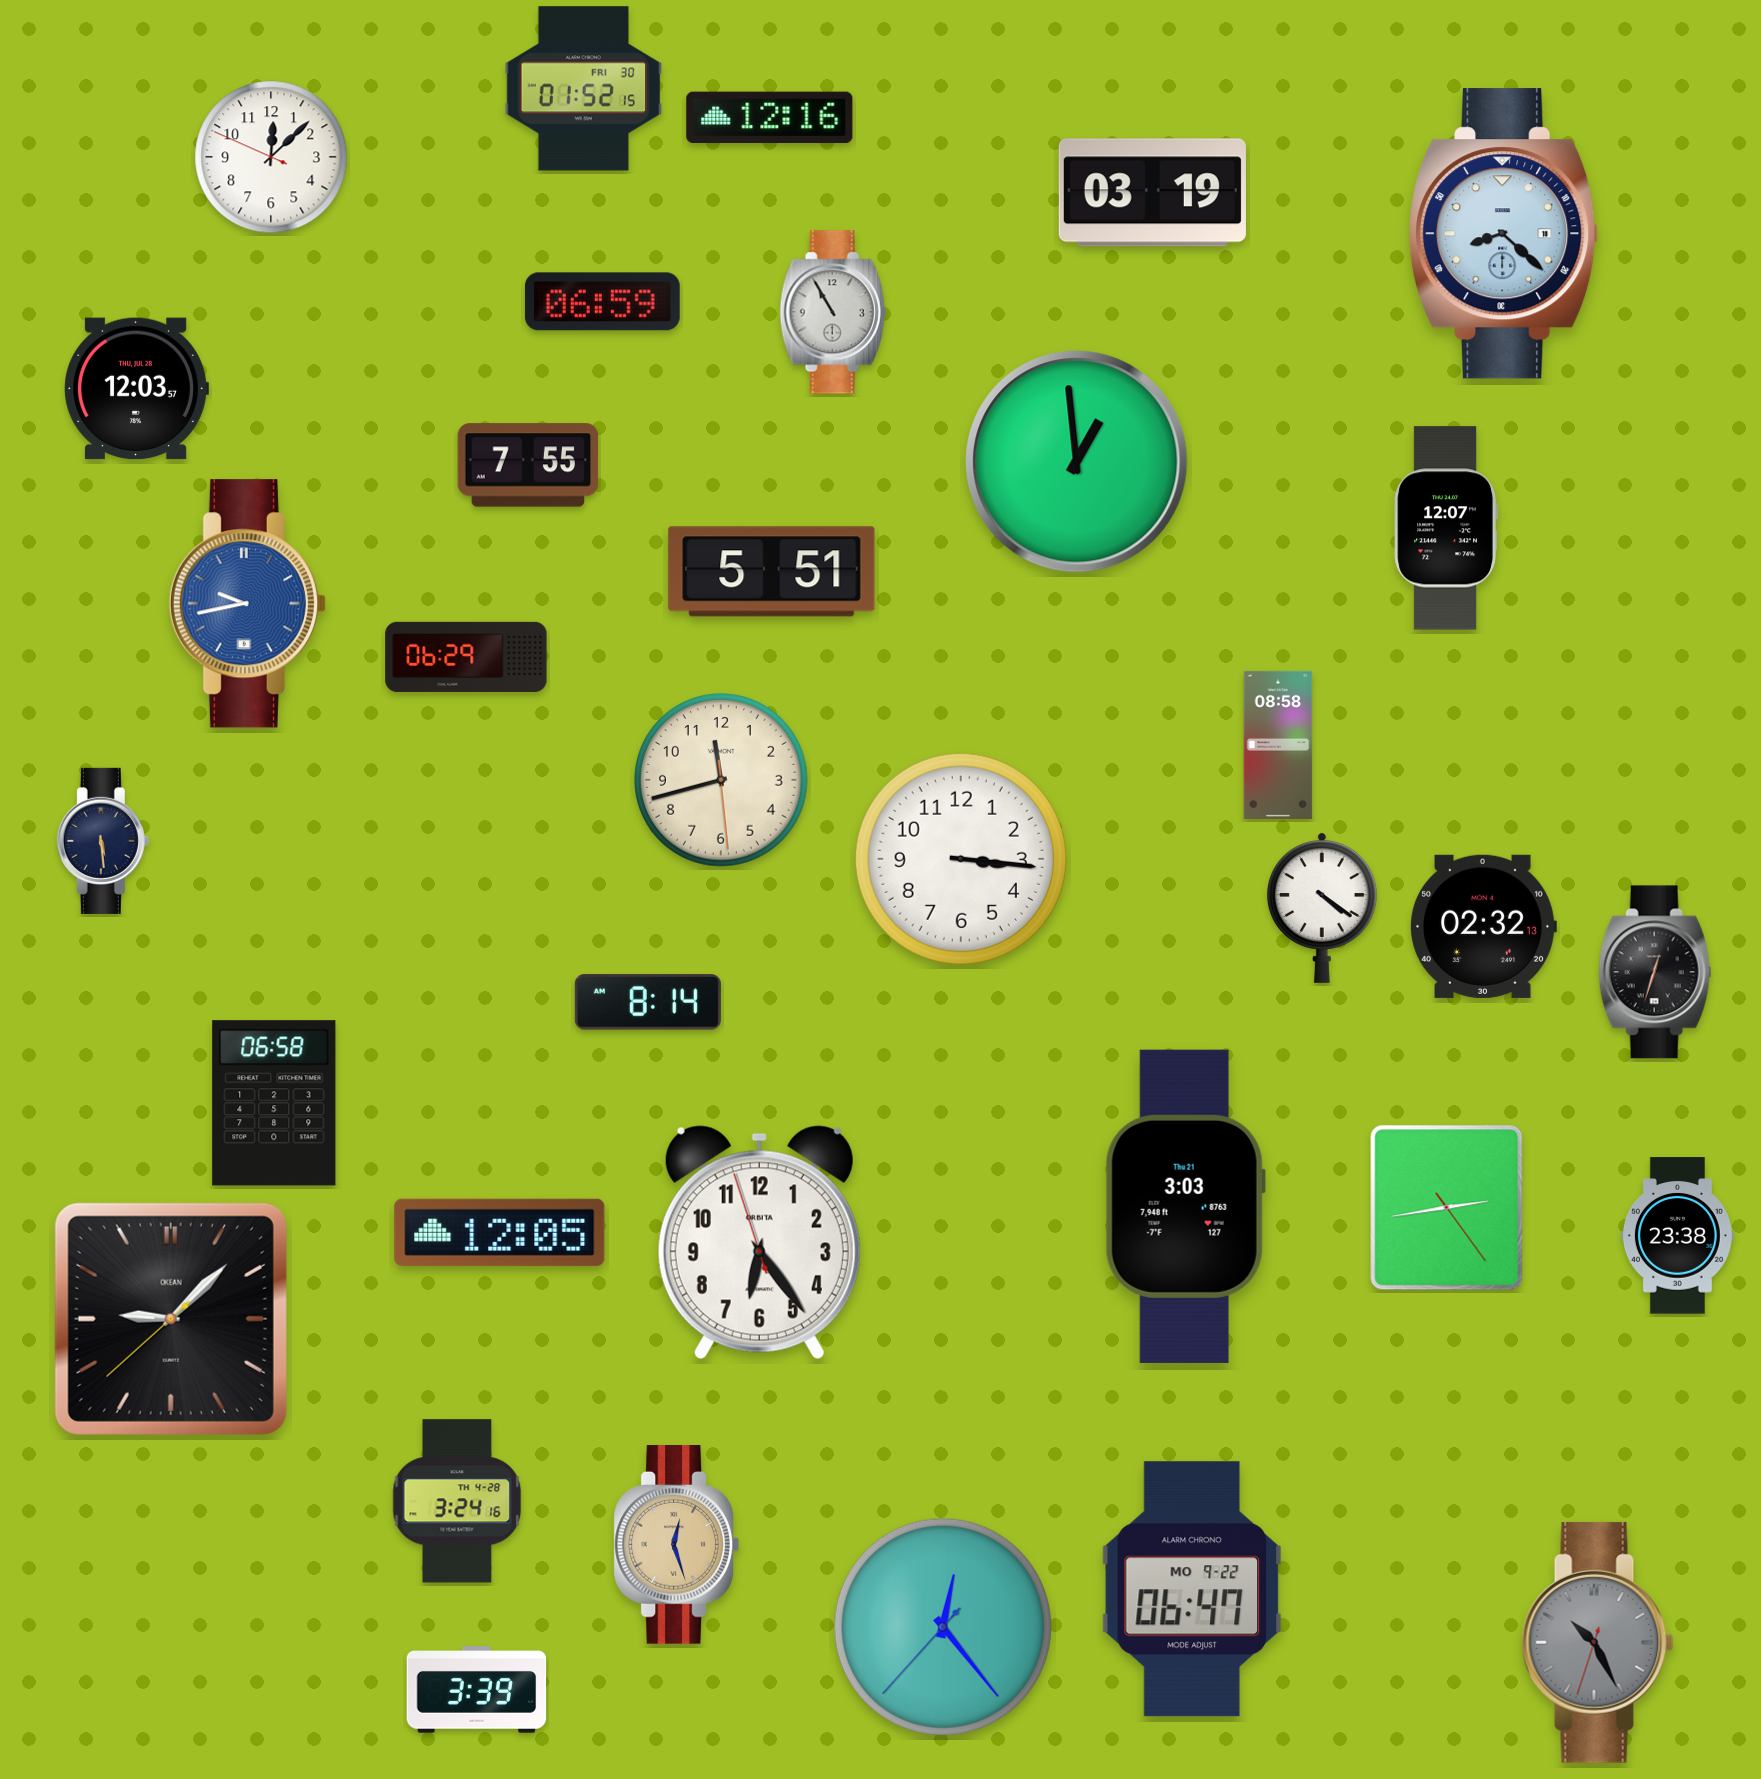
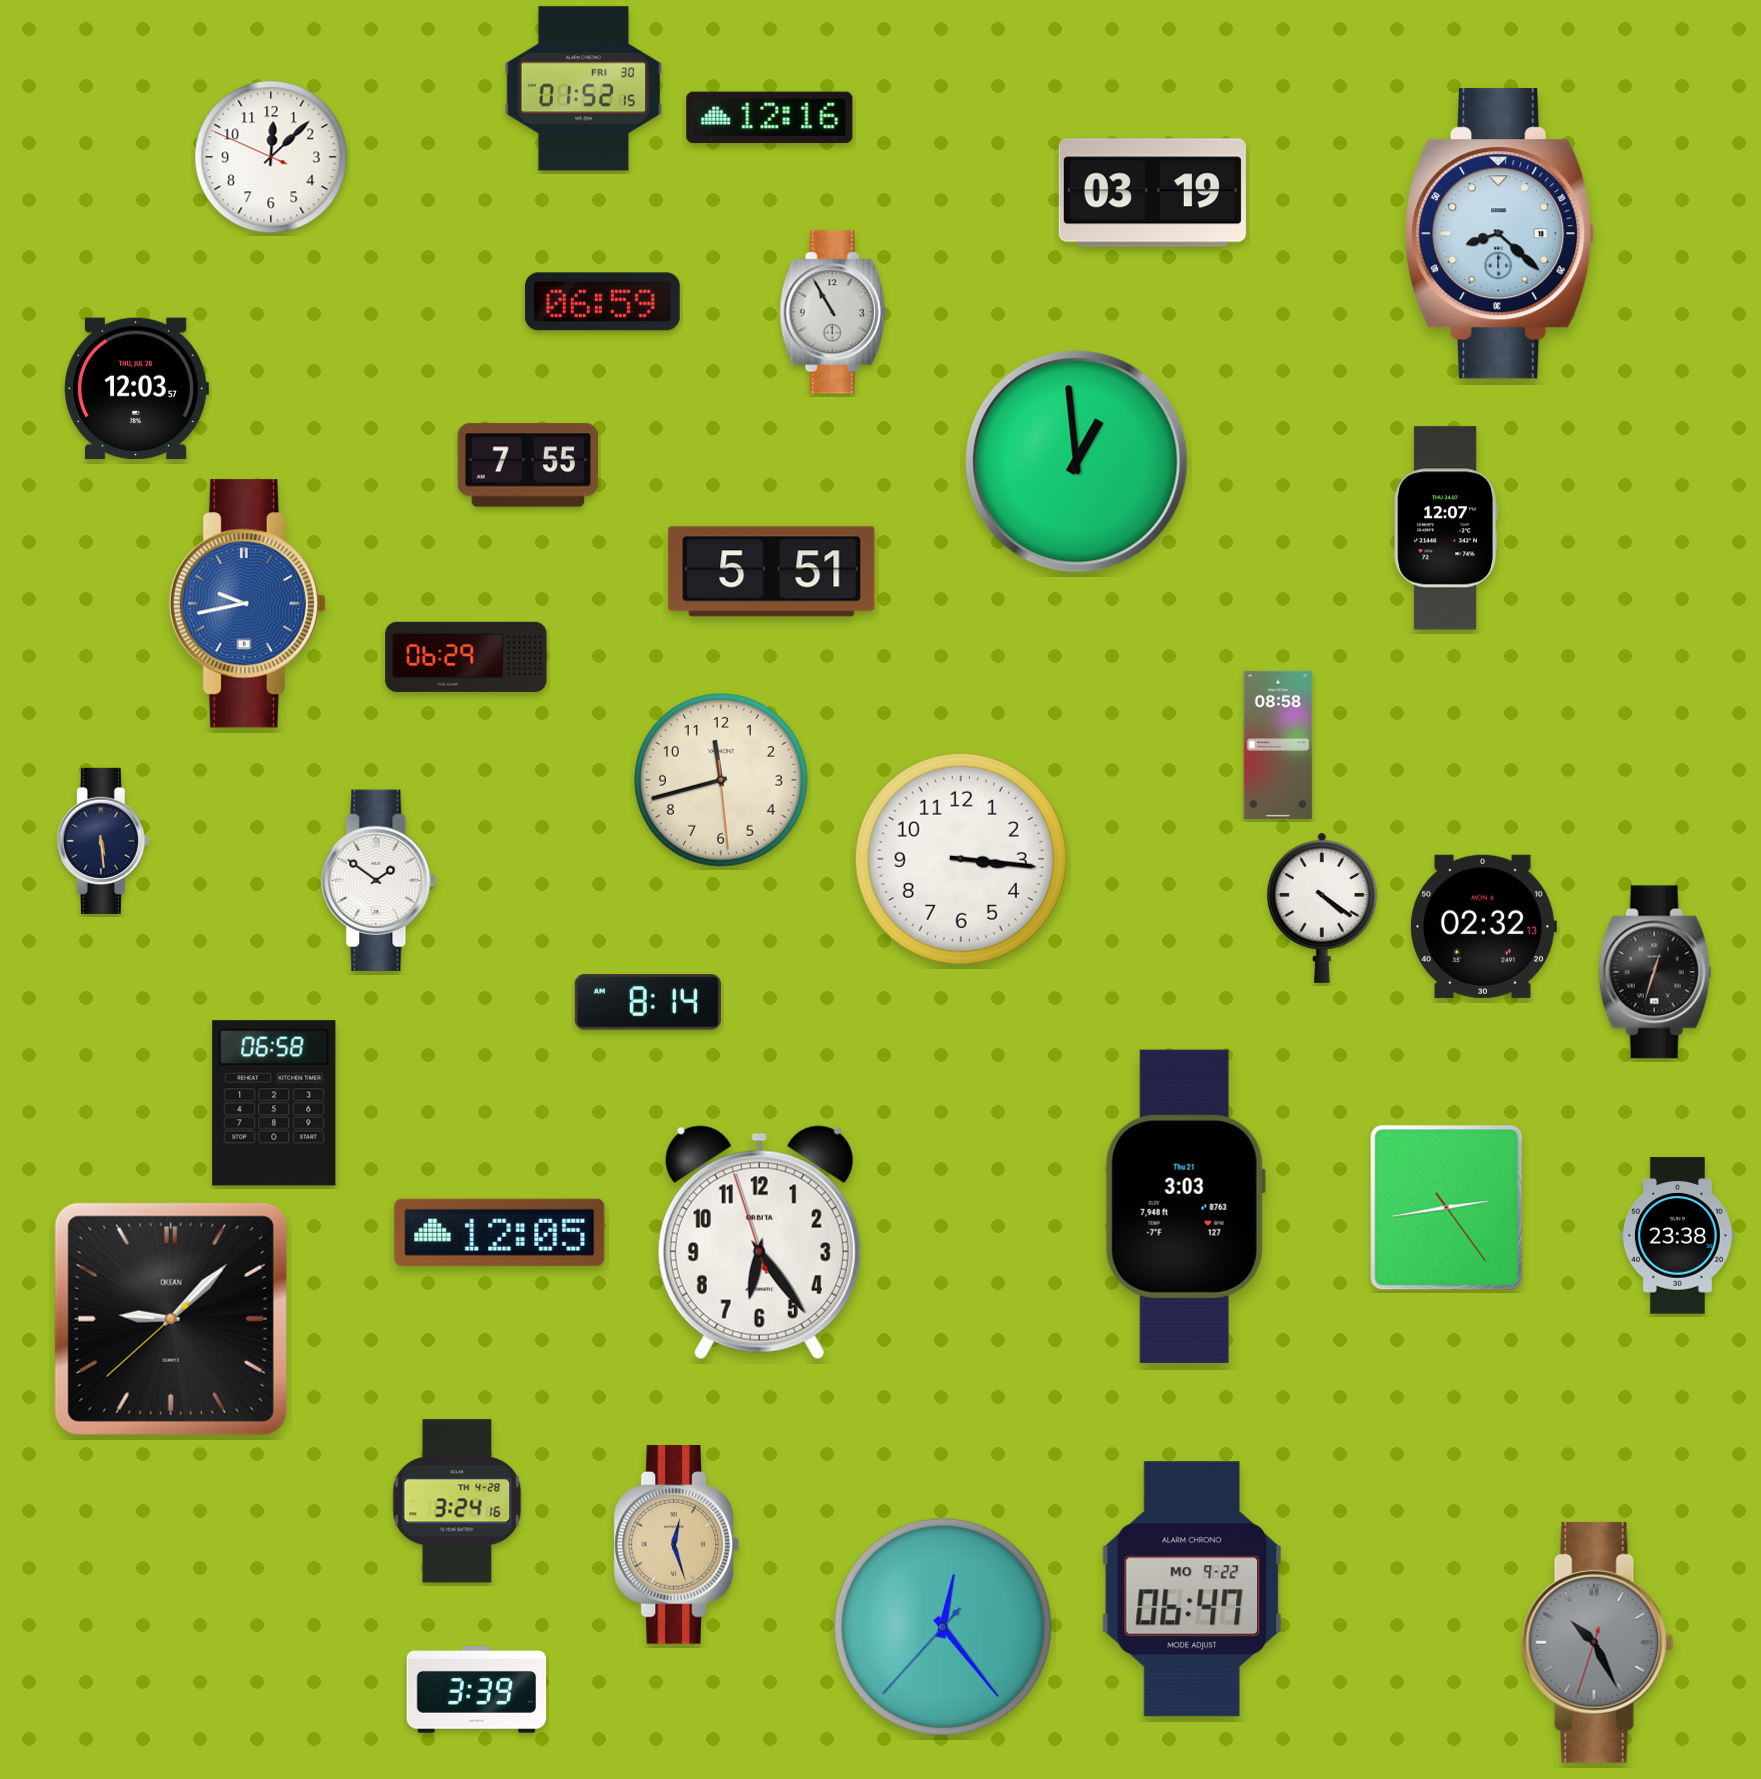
clock at (1505, 234) position: (1505, 234) -> (1501, 234)
clock at (379, 881): none -> 1:51
